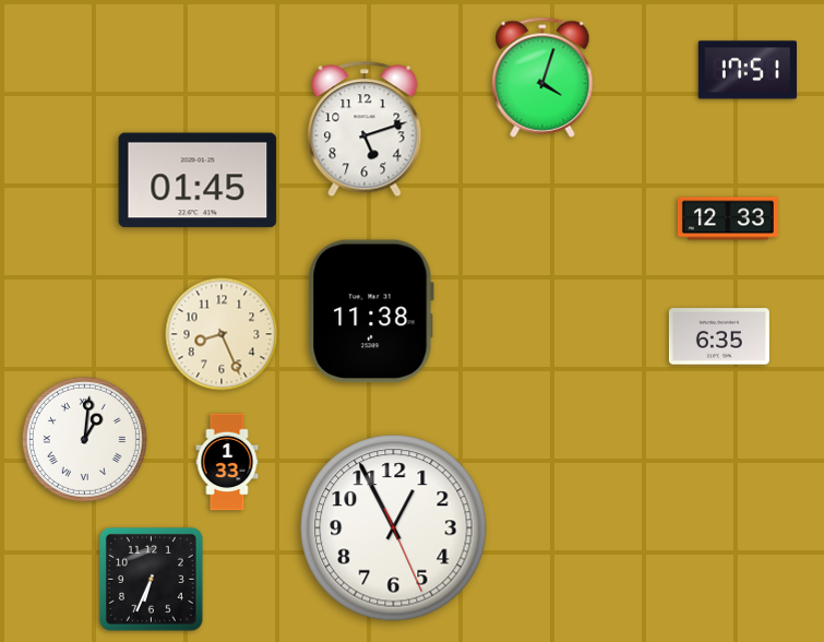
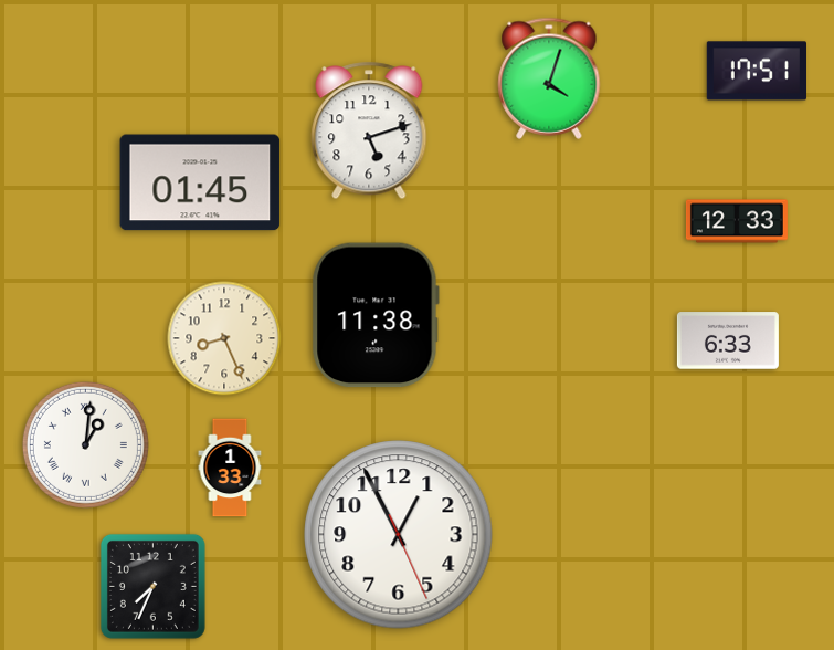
clock at (719, 336): 6:35 -> 6:33
clock at (151, 579): 6:34 -> 7:34
